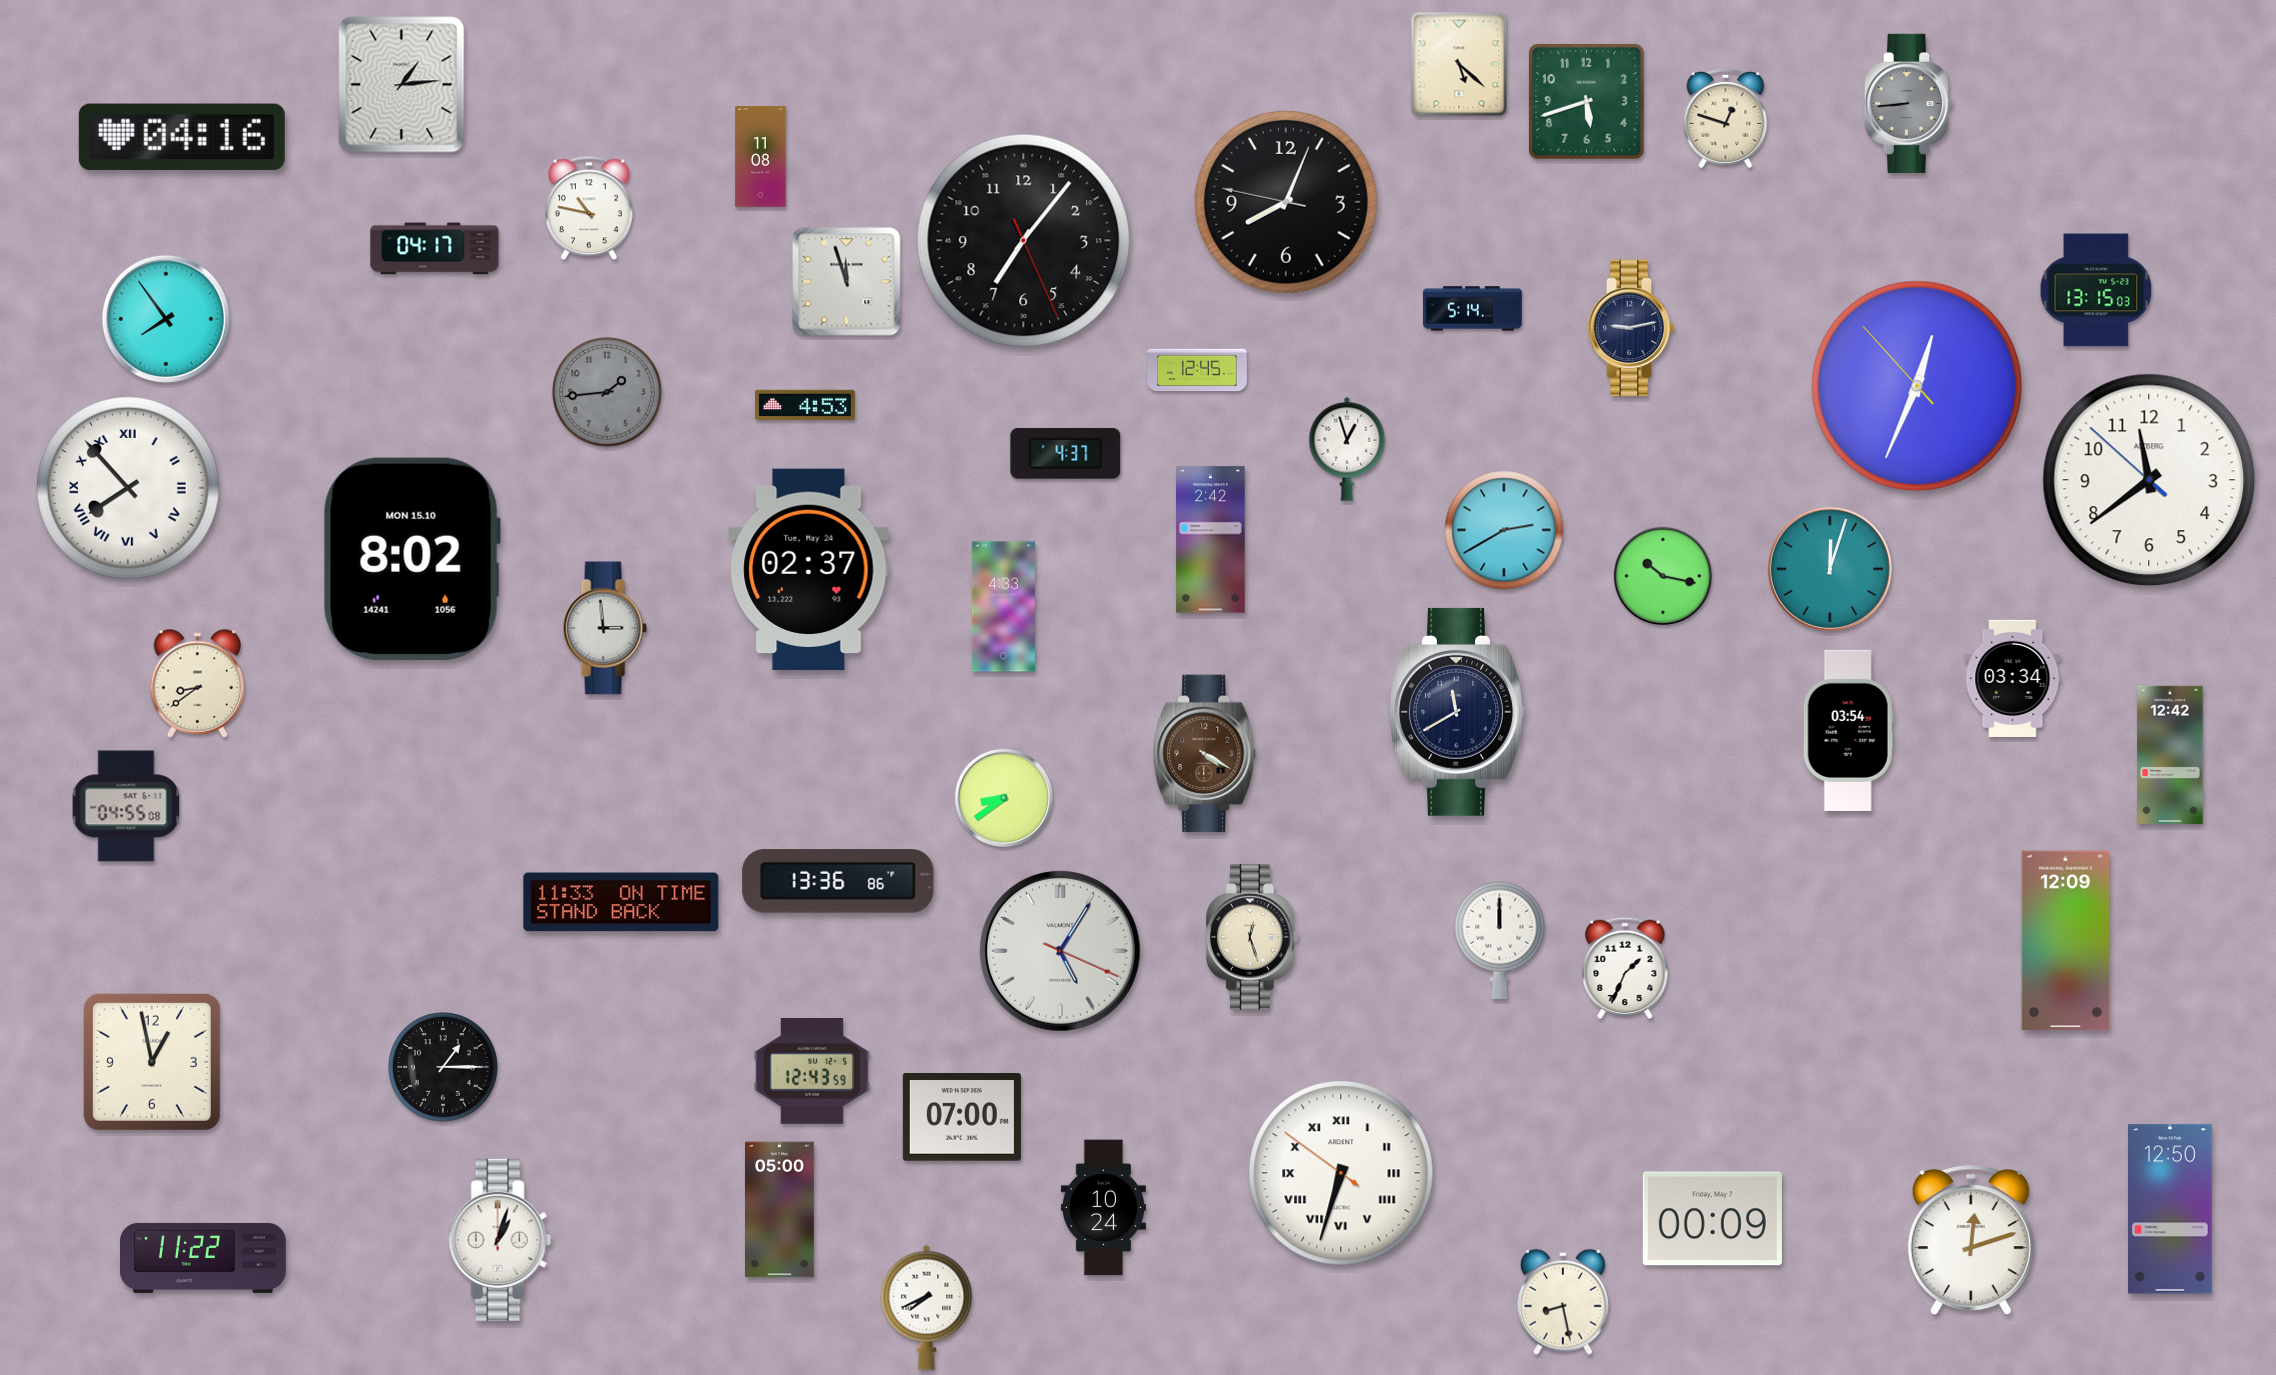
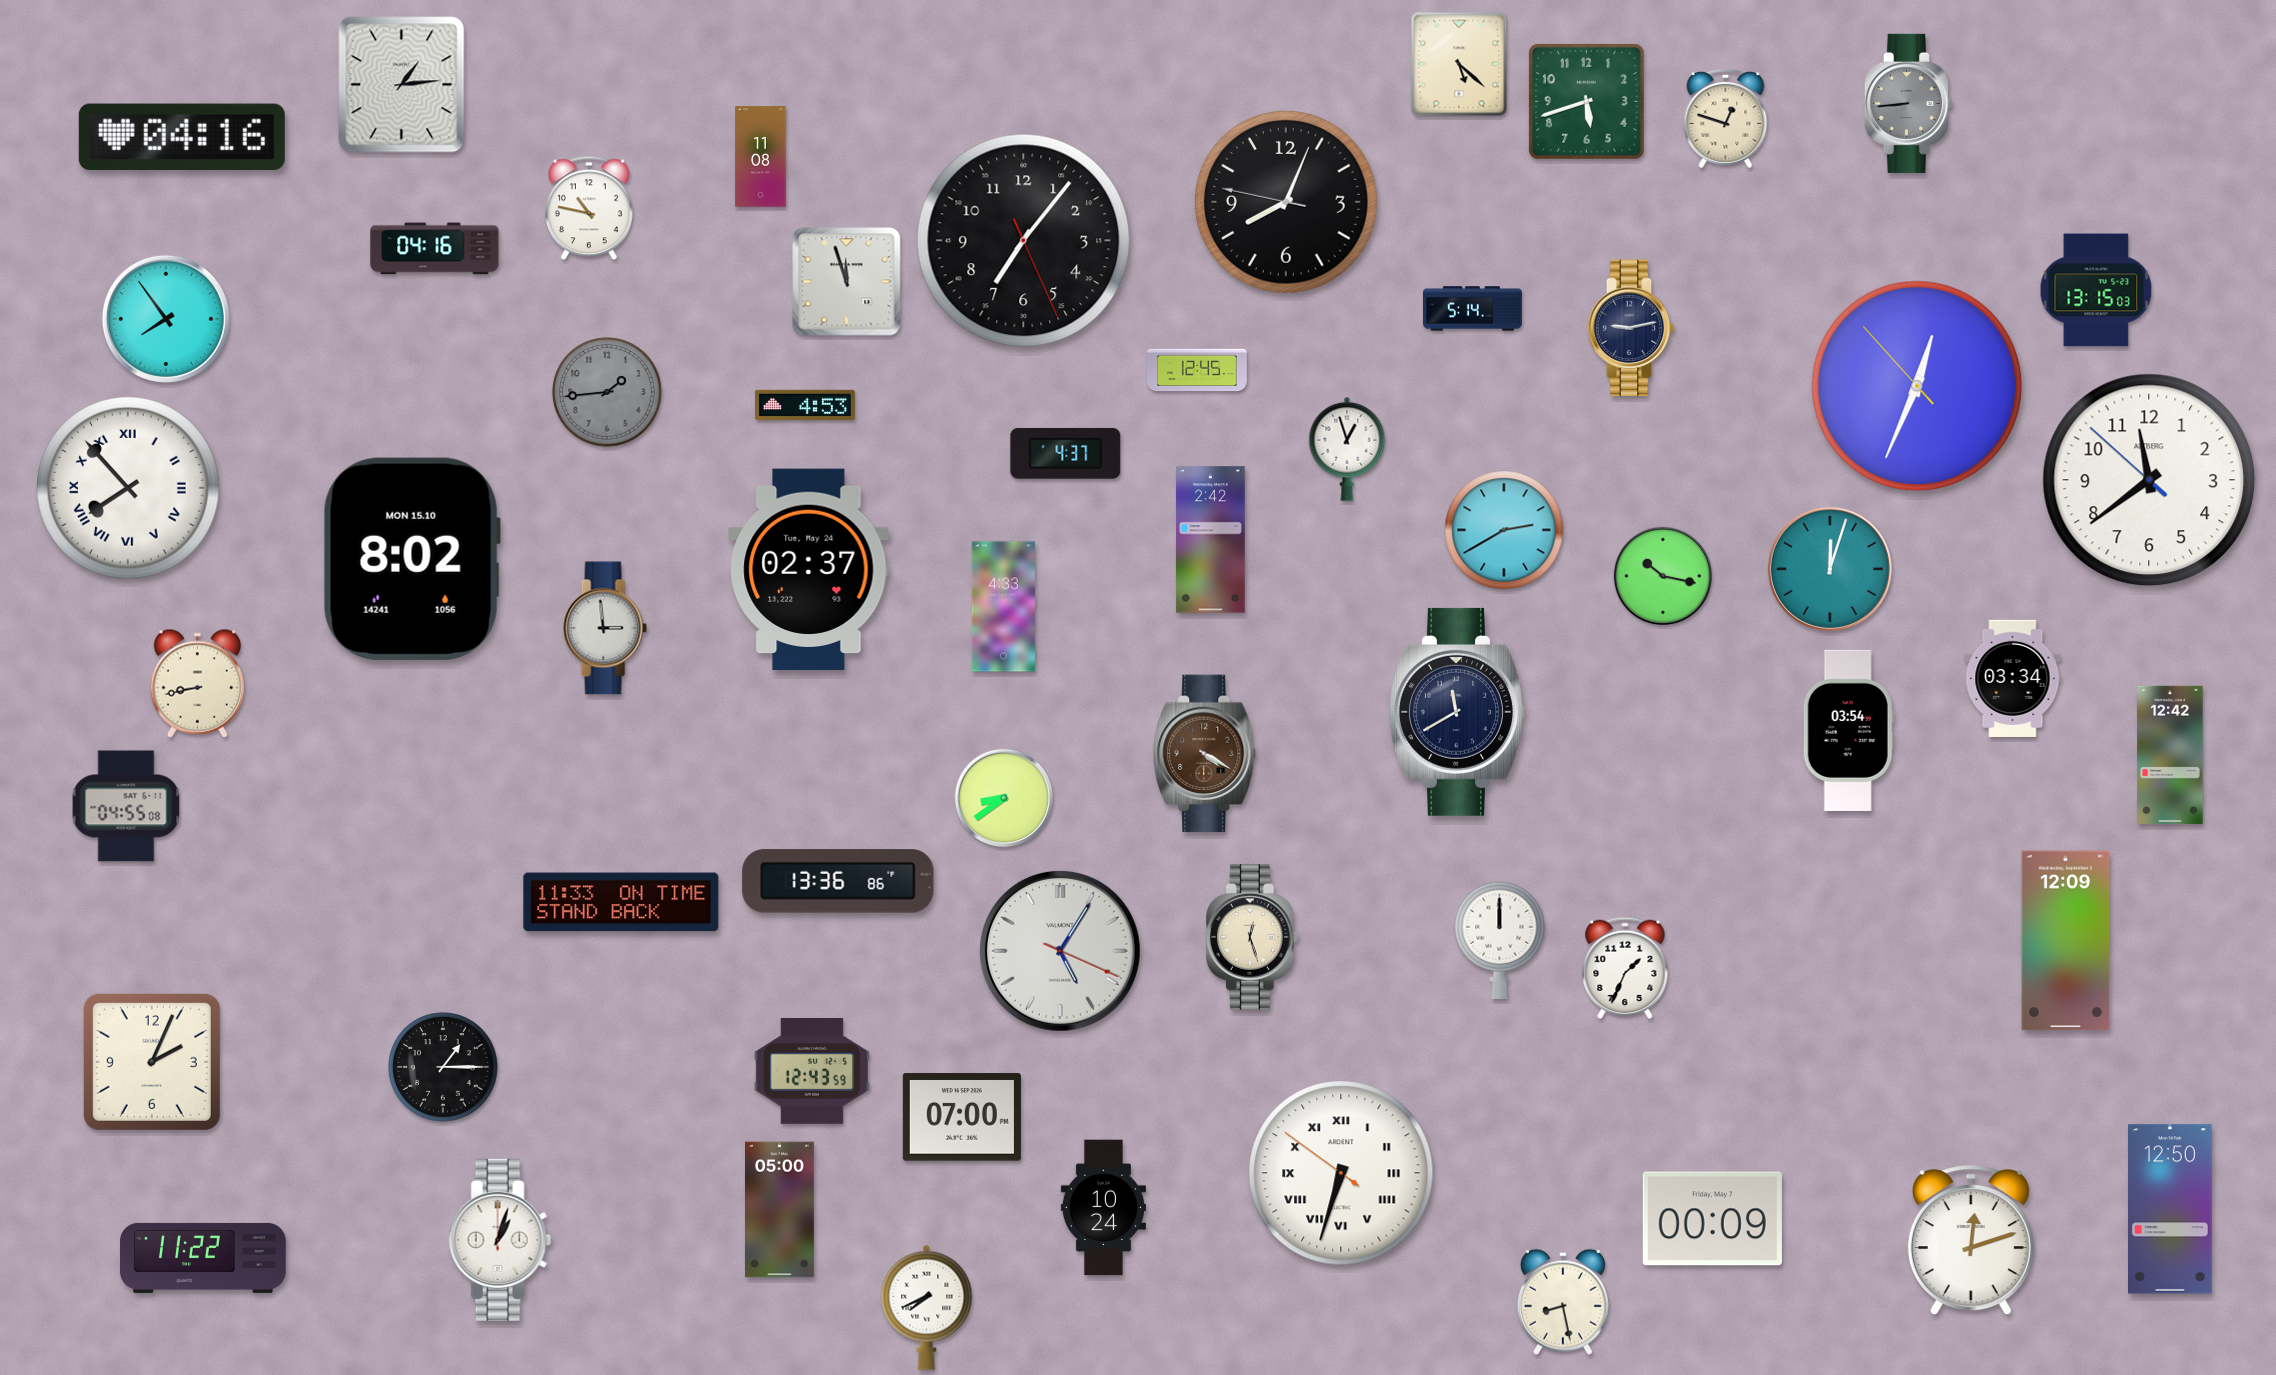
clock at (435, 249): 04:17 -> 04:16
clock at (198, 683): 8:39 -> 8:43
clock at (152, 1062): 12:58 -> 2:04
